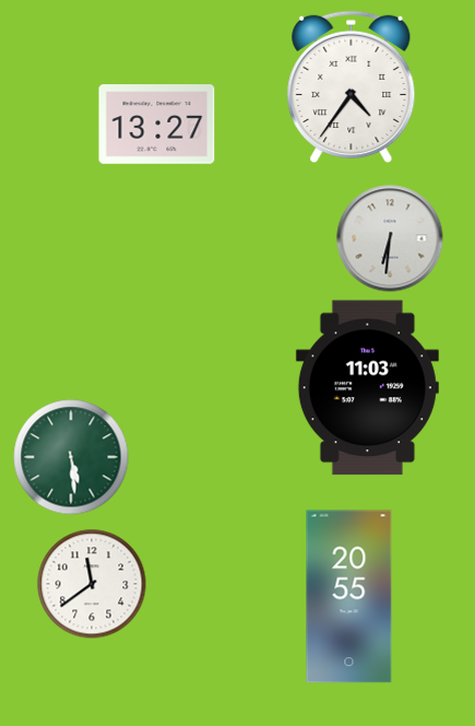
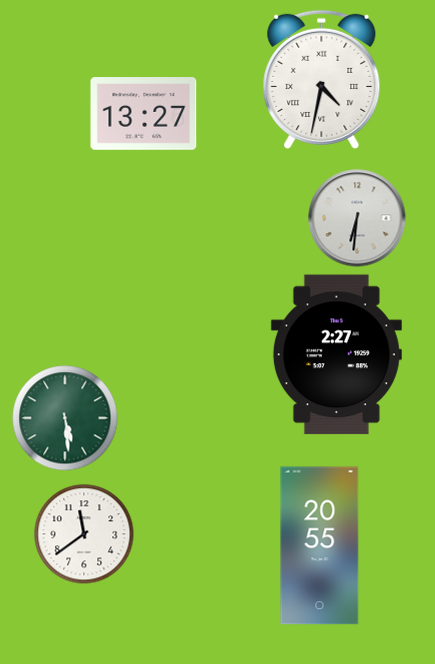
clock at (352, 86): 4:36 -> 4:32
clock at (367, 388): 11:03 -> 2:27
